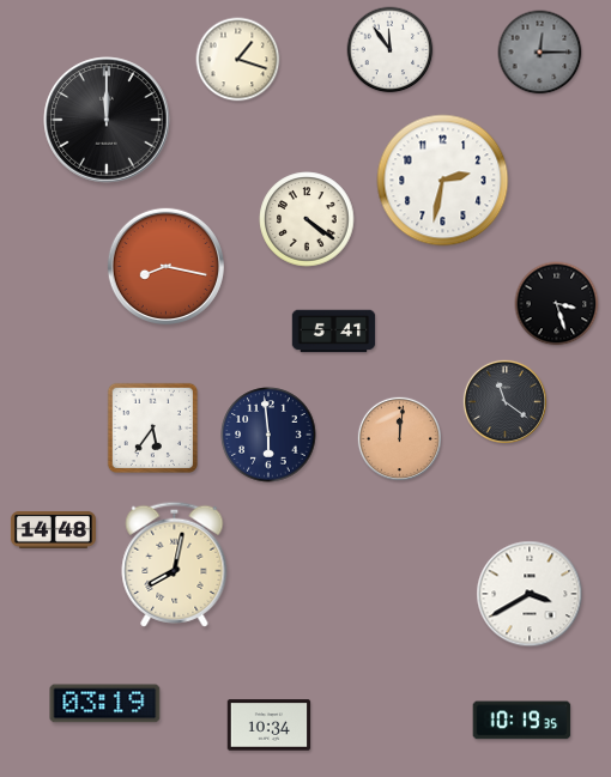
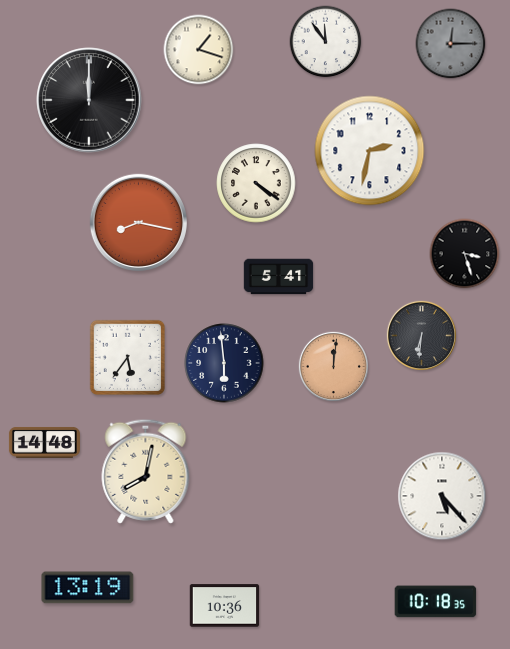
clock at (504, 401): 11:21 -> 6:31
clock at (530, 594): 3:40 -> 5:23
clock at (105, 704): 03:19 -> 13:19
clock at (522, 721): 10:19 -> 10:18
clock at (270, 726): 10:34 -> 10:36
